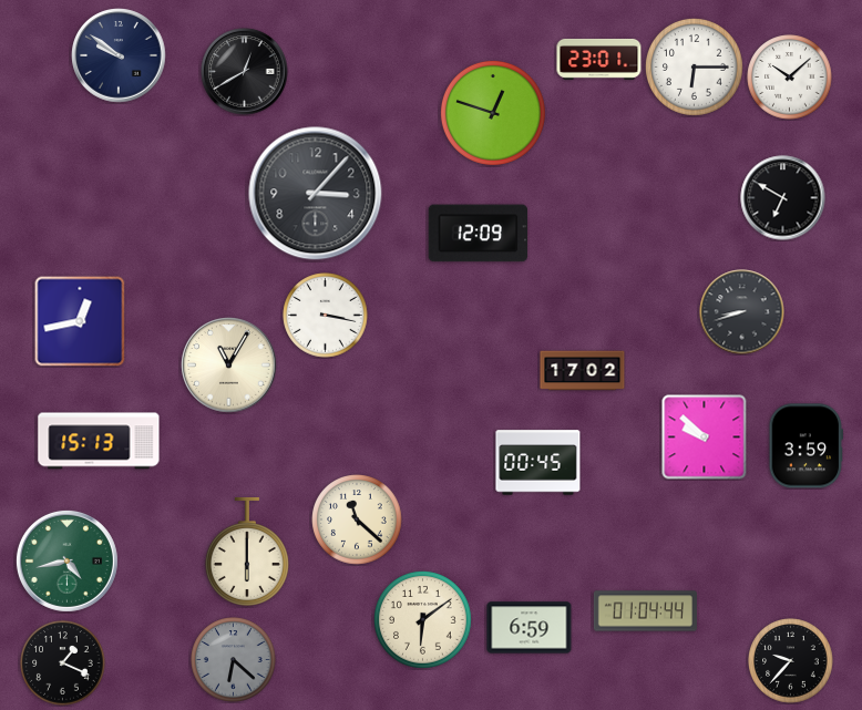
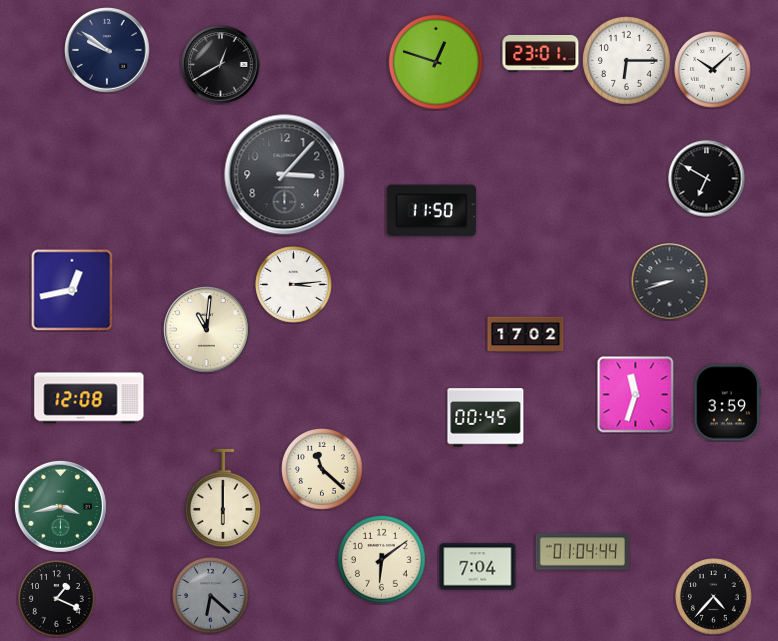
clock at (493, 113) position: (493, 113) -> (436, 62)
clock at (479, 234): 12:09 -> 11:50
clock at (326, 316): 3:17 -> 3:14
clock at (229, 366): 11:05 -> 11:01
clock at (705, 438): 9:52 -> 11:33
clock at (99, 441): 15:13 -> 12:08
clock at (66, 560): 4:43 -> 3:43
clock at (530, 628): 6:59 -> 7:04
clock at (791, 661): 9:37 -> 4:37
